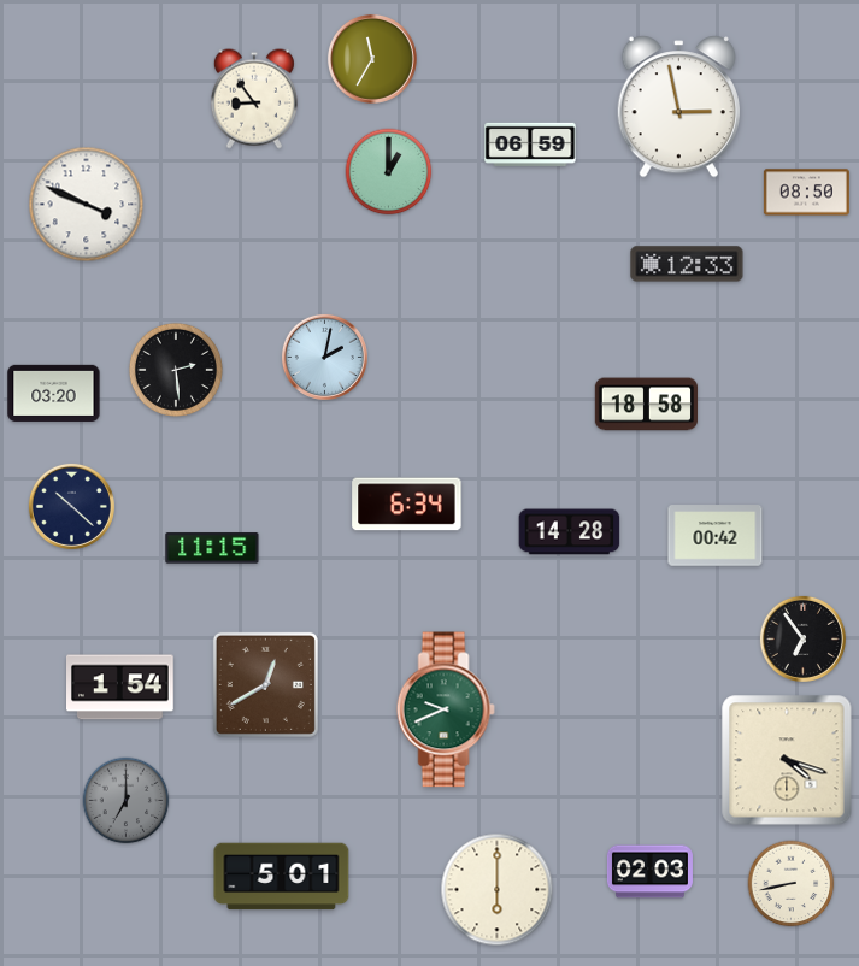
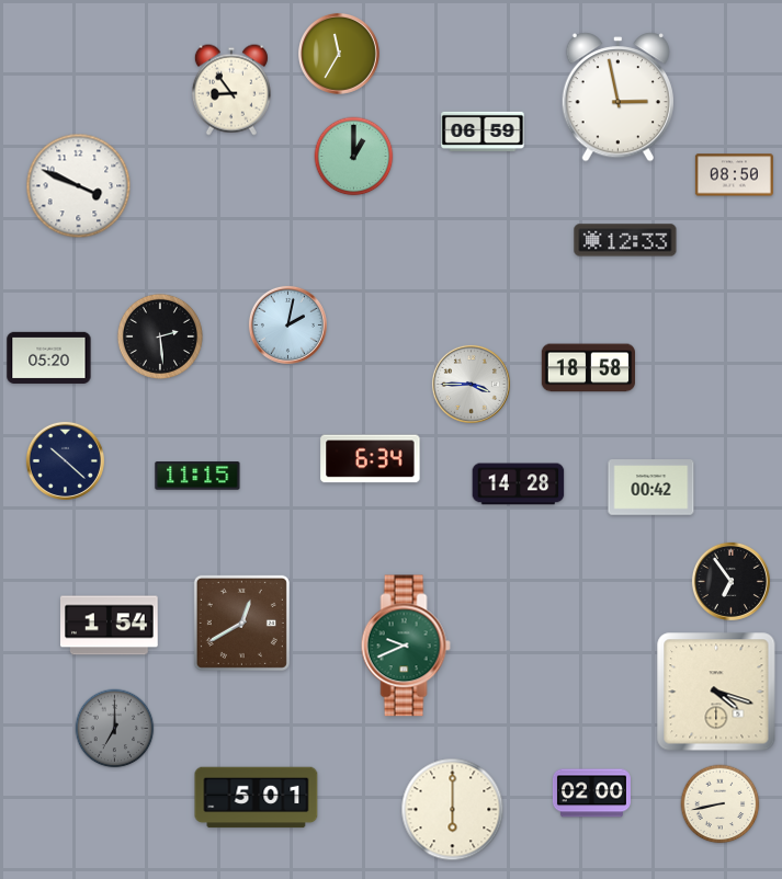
clock at (324, 357) position: (324, 357) -> (287, 324)
clock at (54, 393): 03:20 -> 05:20
clock at (471, 384): none -> 3:45
clock at (212, 548) position: (212, 548) -> (197, 476)
clock at (649, 872): 02:03 -> 02:00
